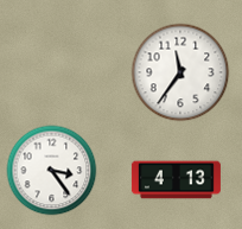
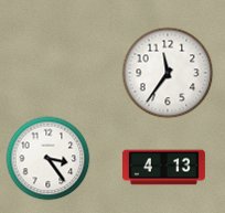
clock at (180, 72) position: (180, 72) -> (168, 73)
